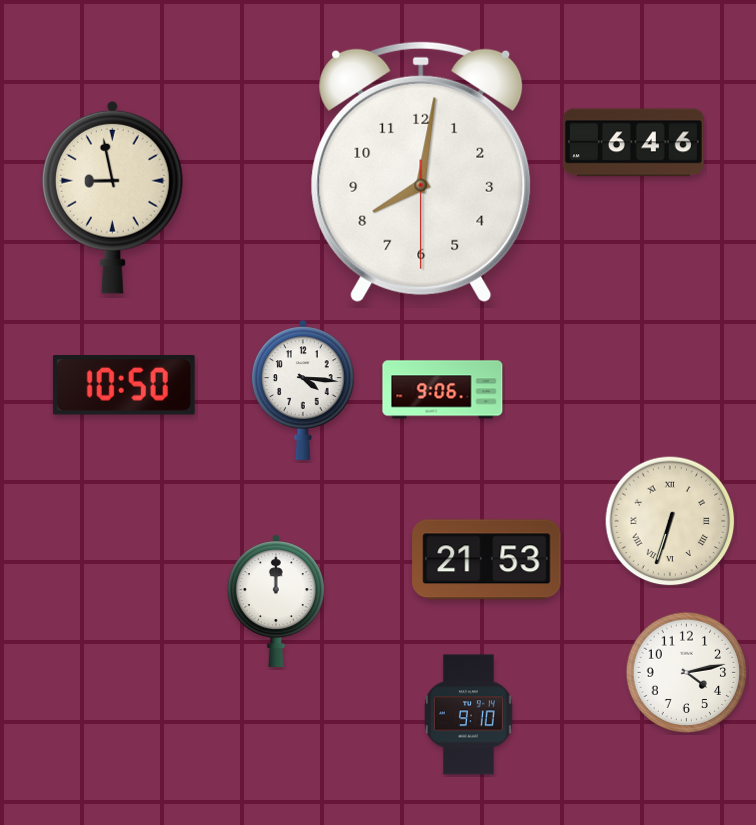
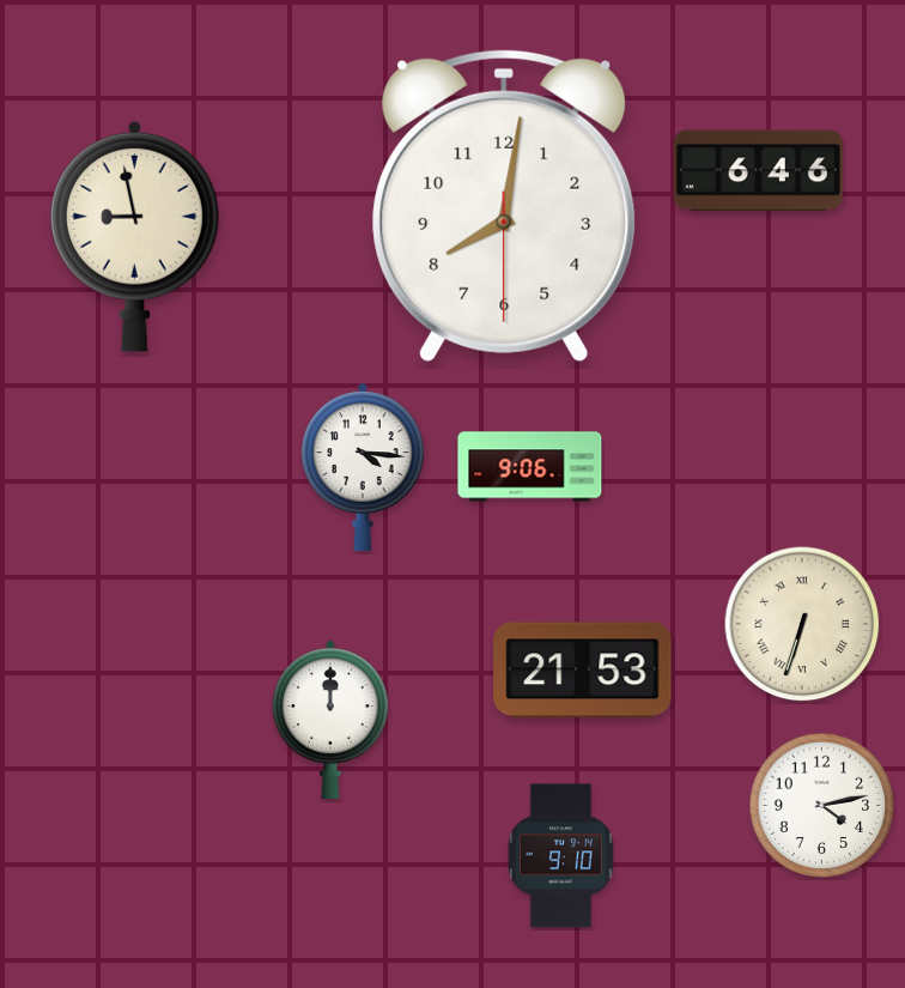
clock at (124, 385): 10:50 -> none
